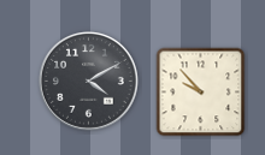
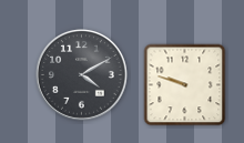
clock at (201, 93): 9:53 -> 9:48
